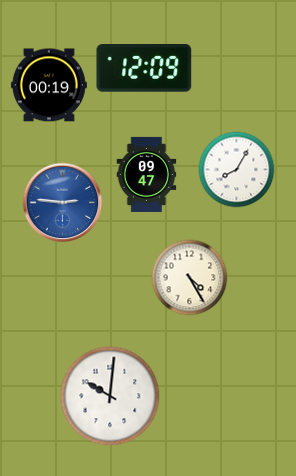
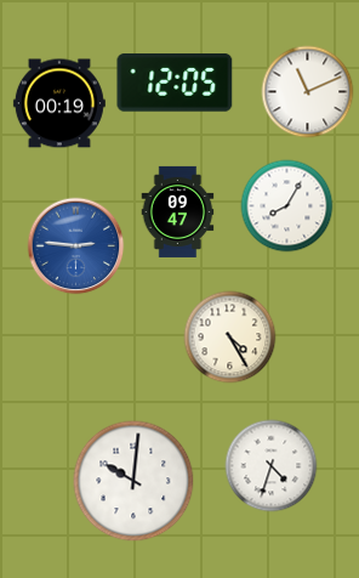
clock at (144, 68): 12:09 -> 12:05
clock at (308, 92): none -> 11:11
clock at (272, 466): none -> 4:33
